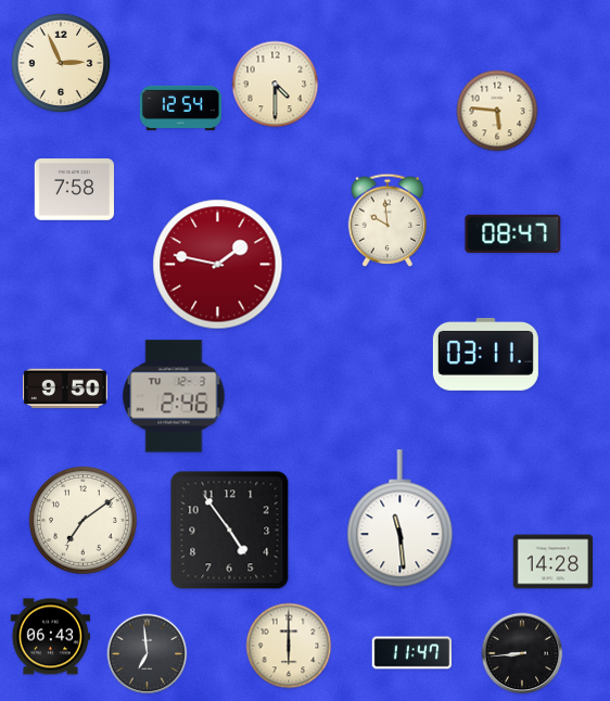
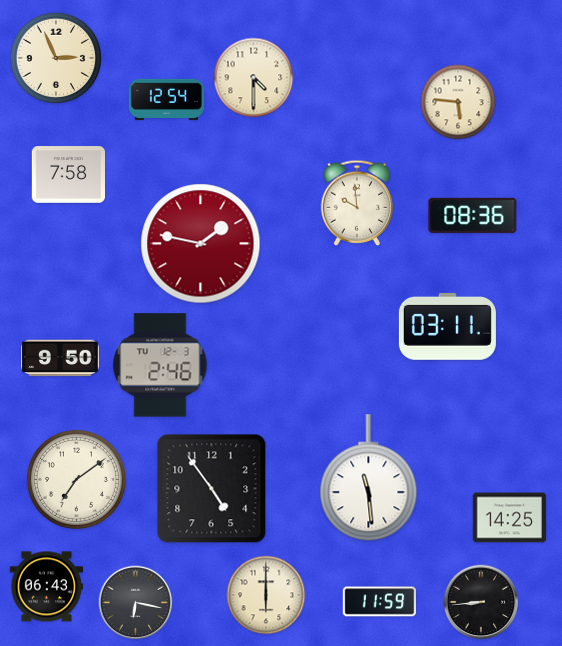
clock at (513, 233): 08:47 -> 08:36
clock at (554, 562): 14:28 -> 14:25
clock at (411, 653): 11:47 -> 11:59
clock at (148, 654): 6:59 -> 6:17
